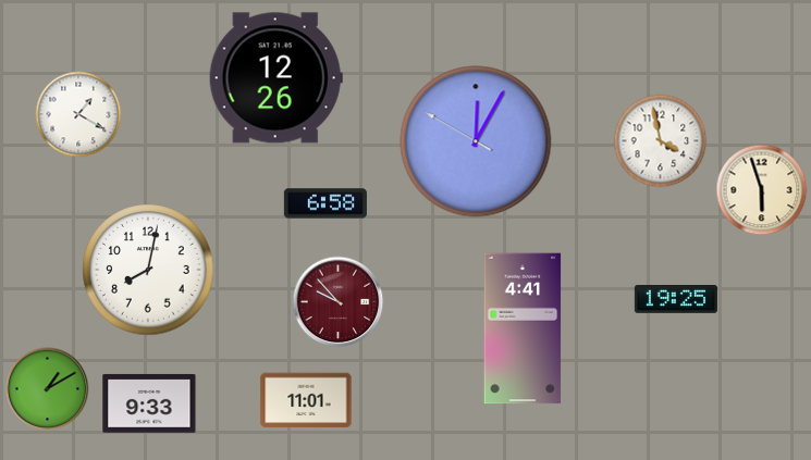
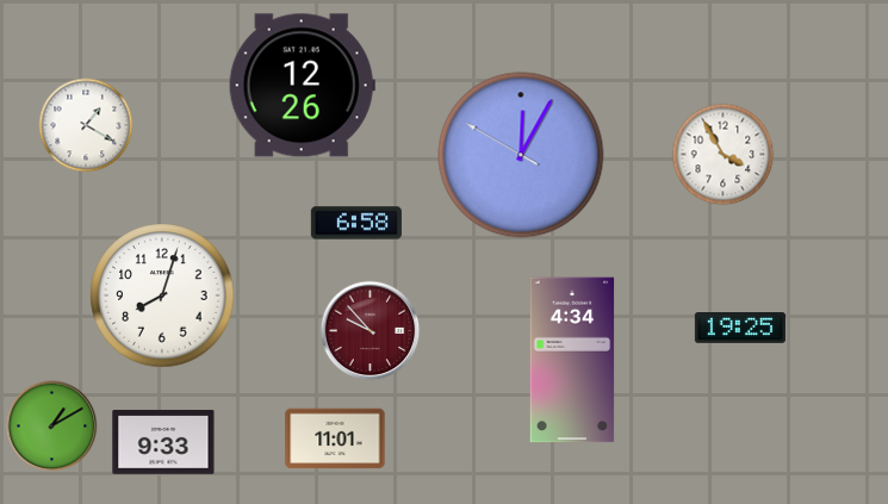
clock at (661, 141): 3:58 -> 3:55
clock at (762, 190): 5:57 -> none
clock at (148, 270): 8:02 -> 8:03
clock at (523, 328): 4:41 -> 4:34
